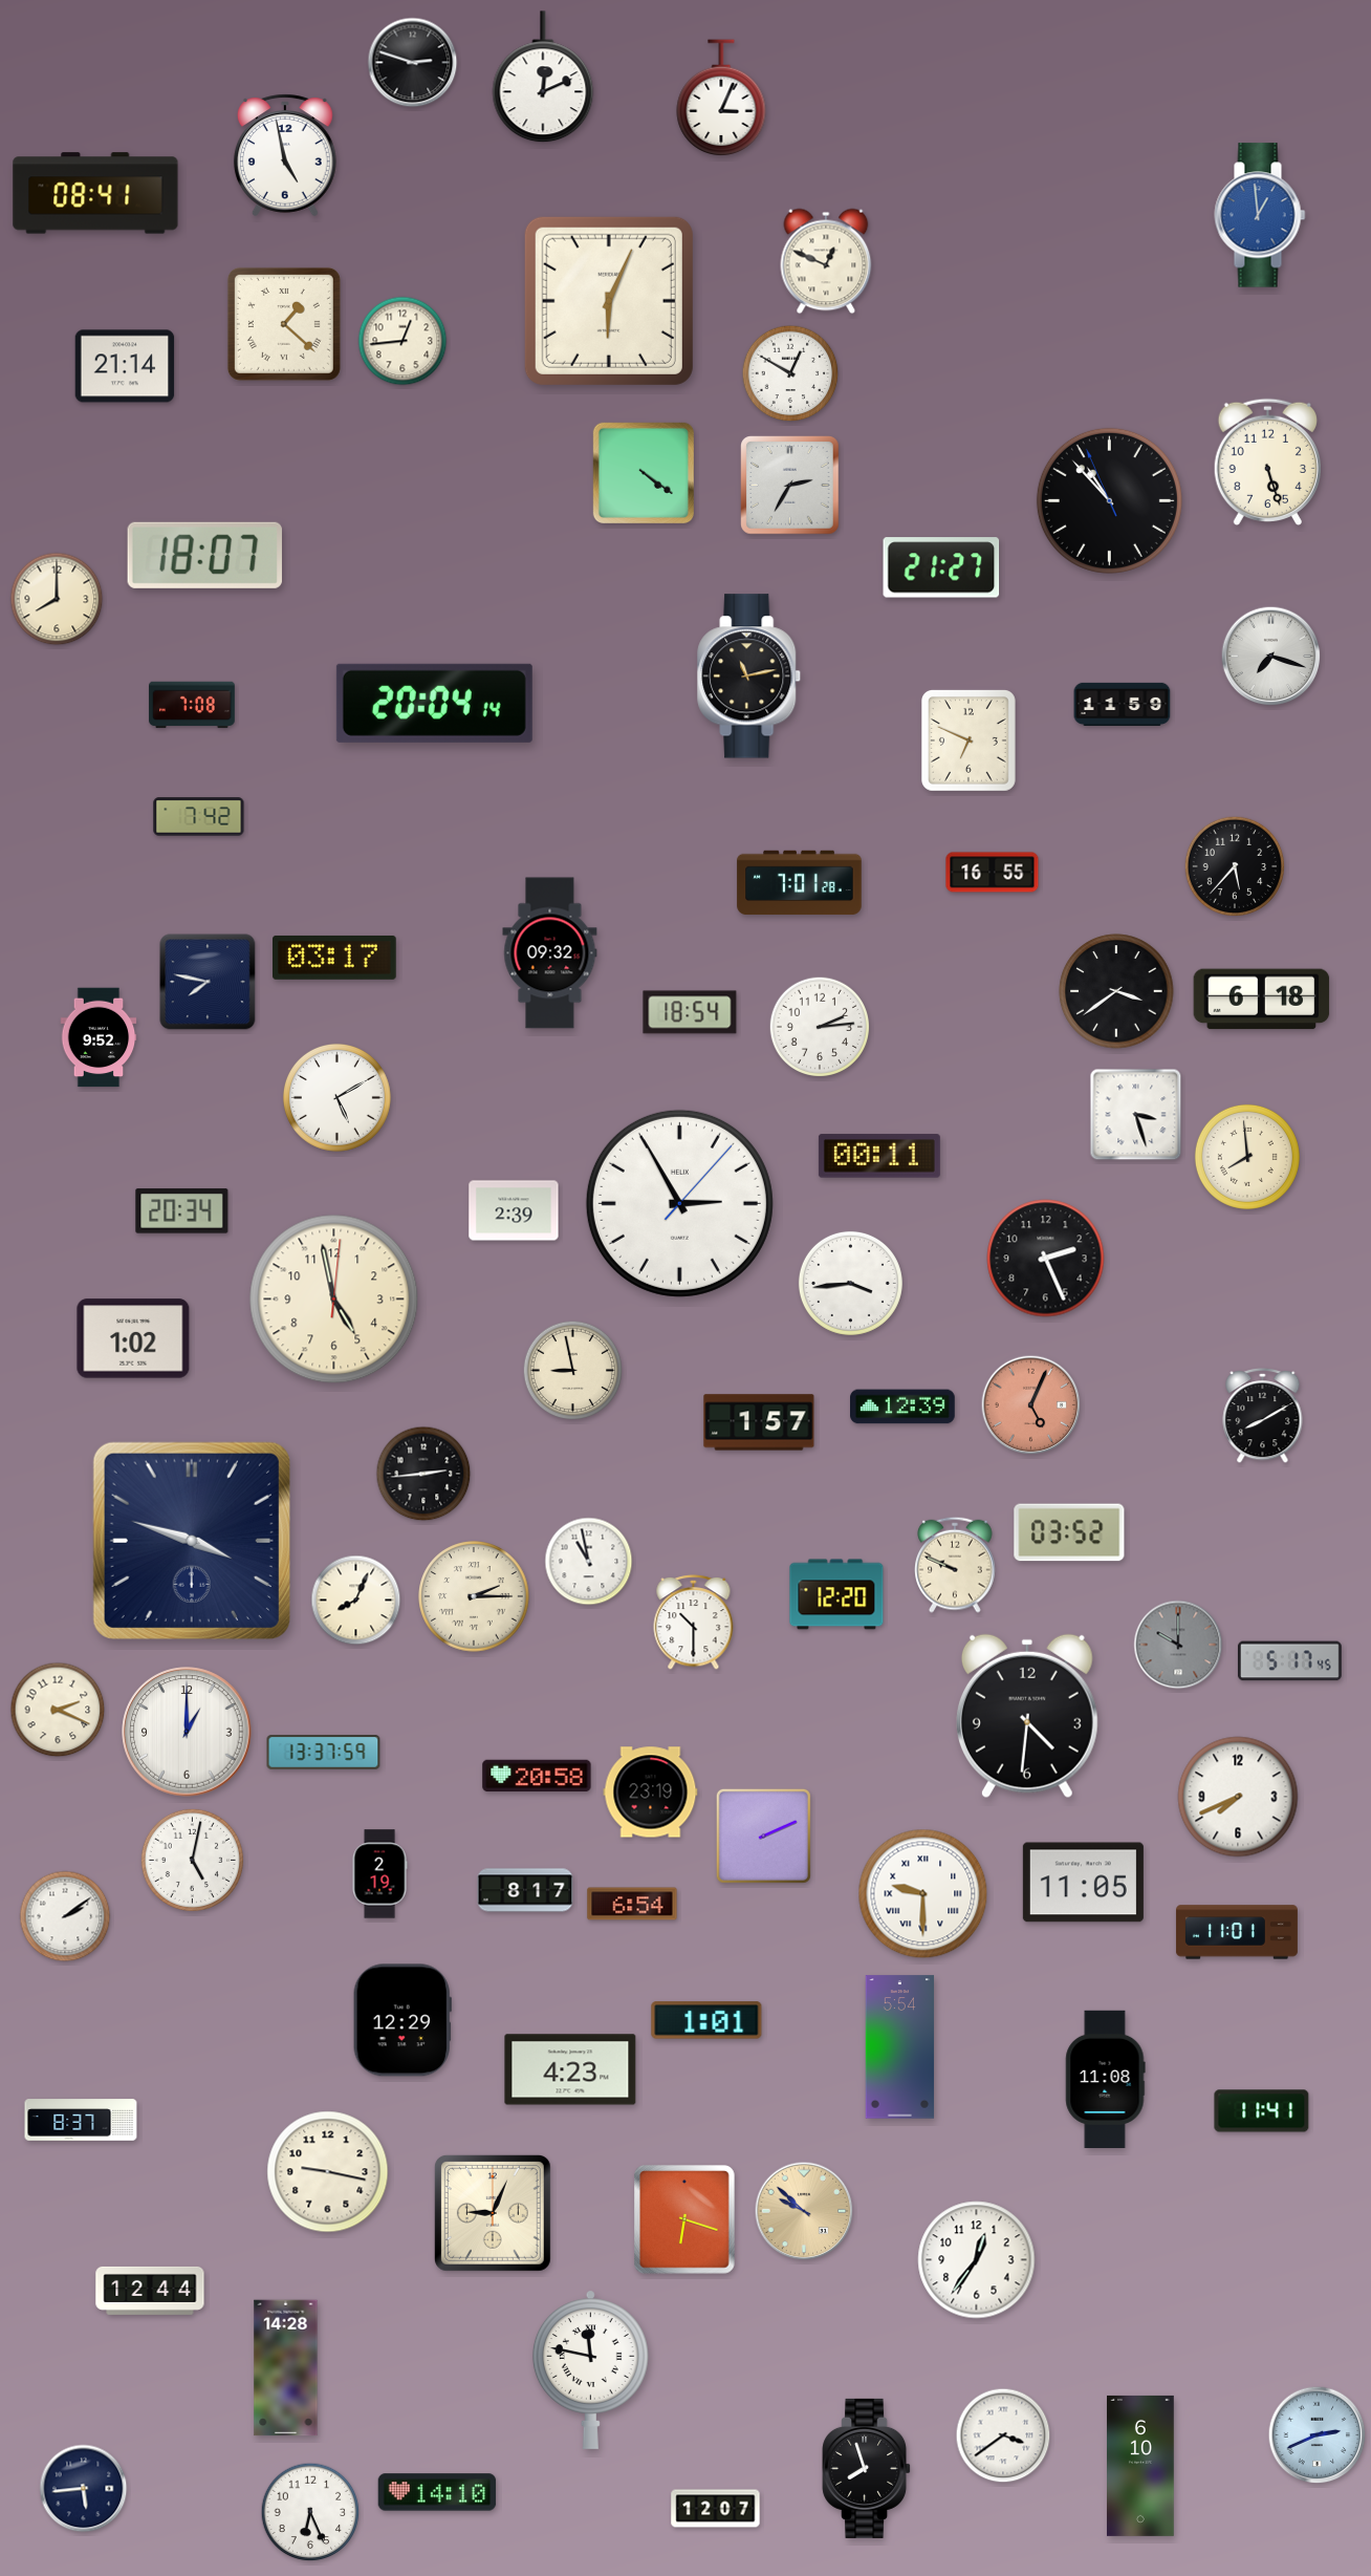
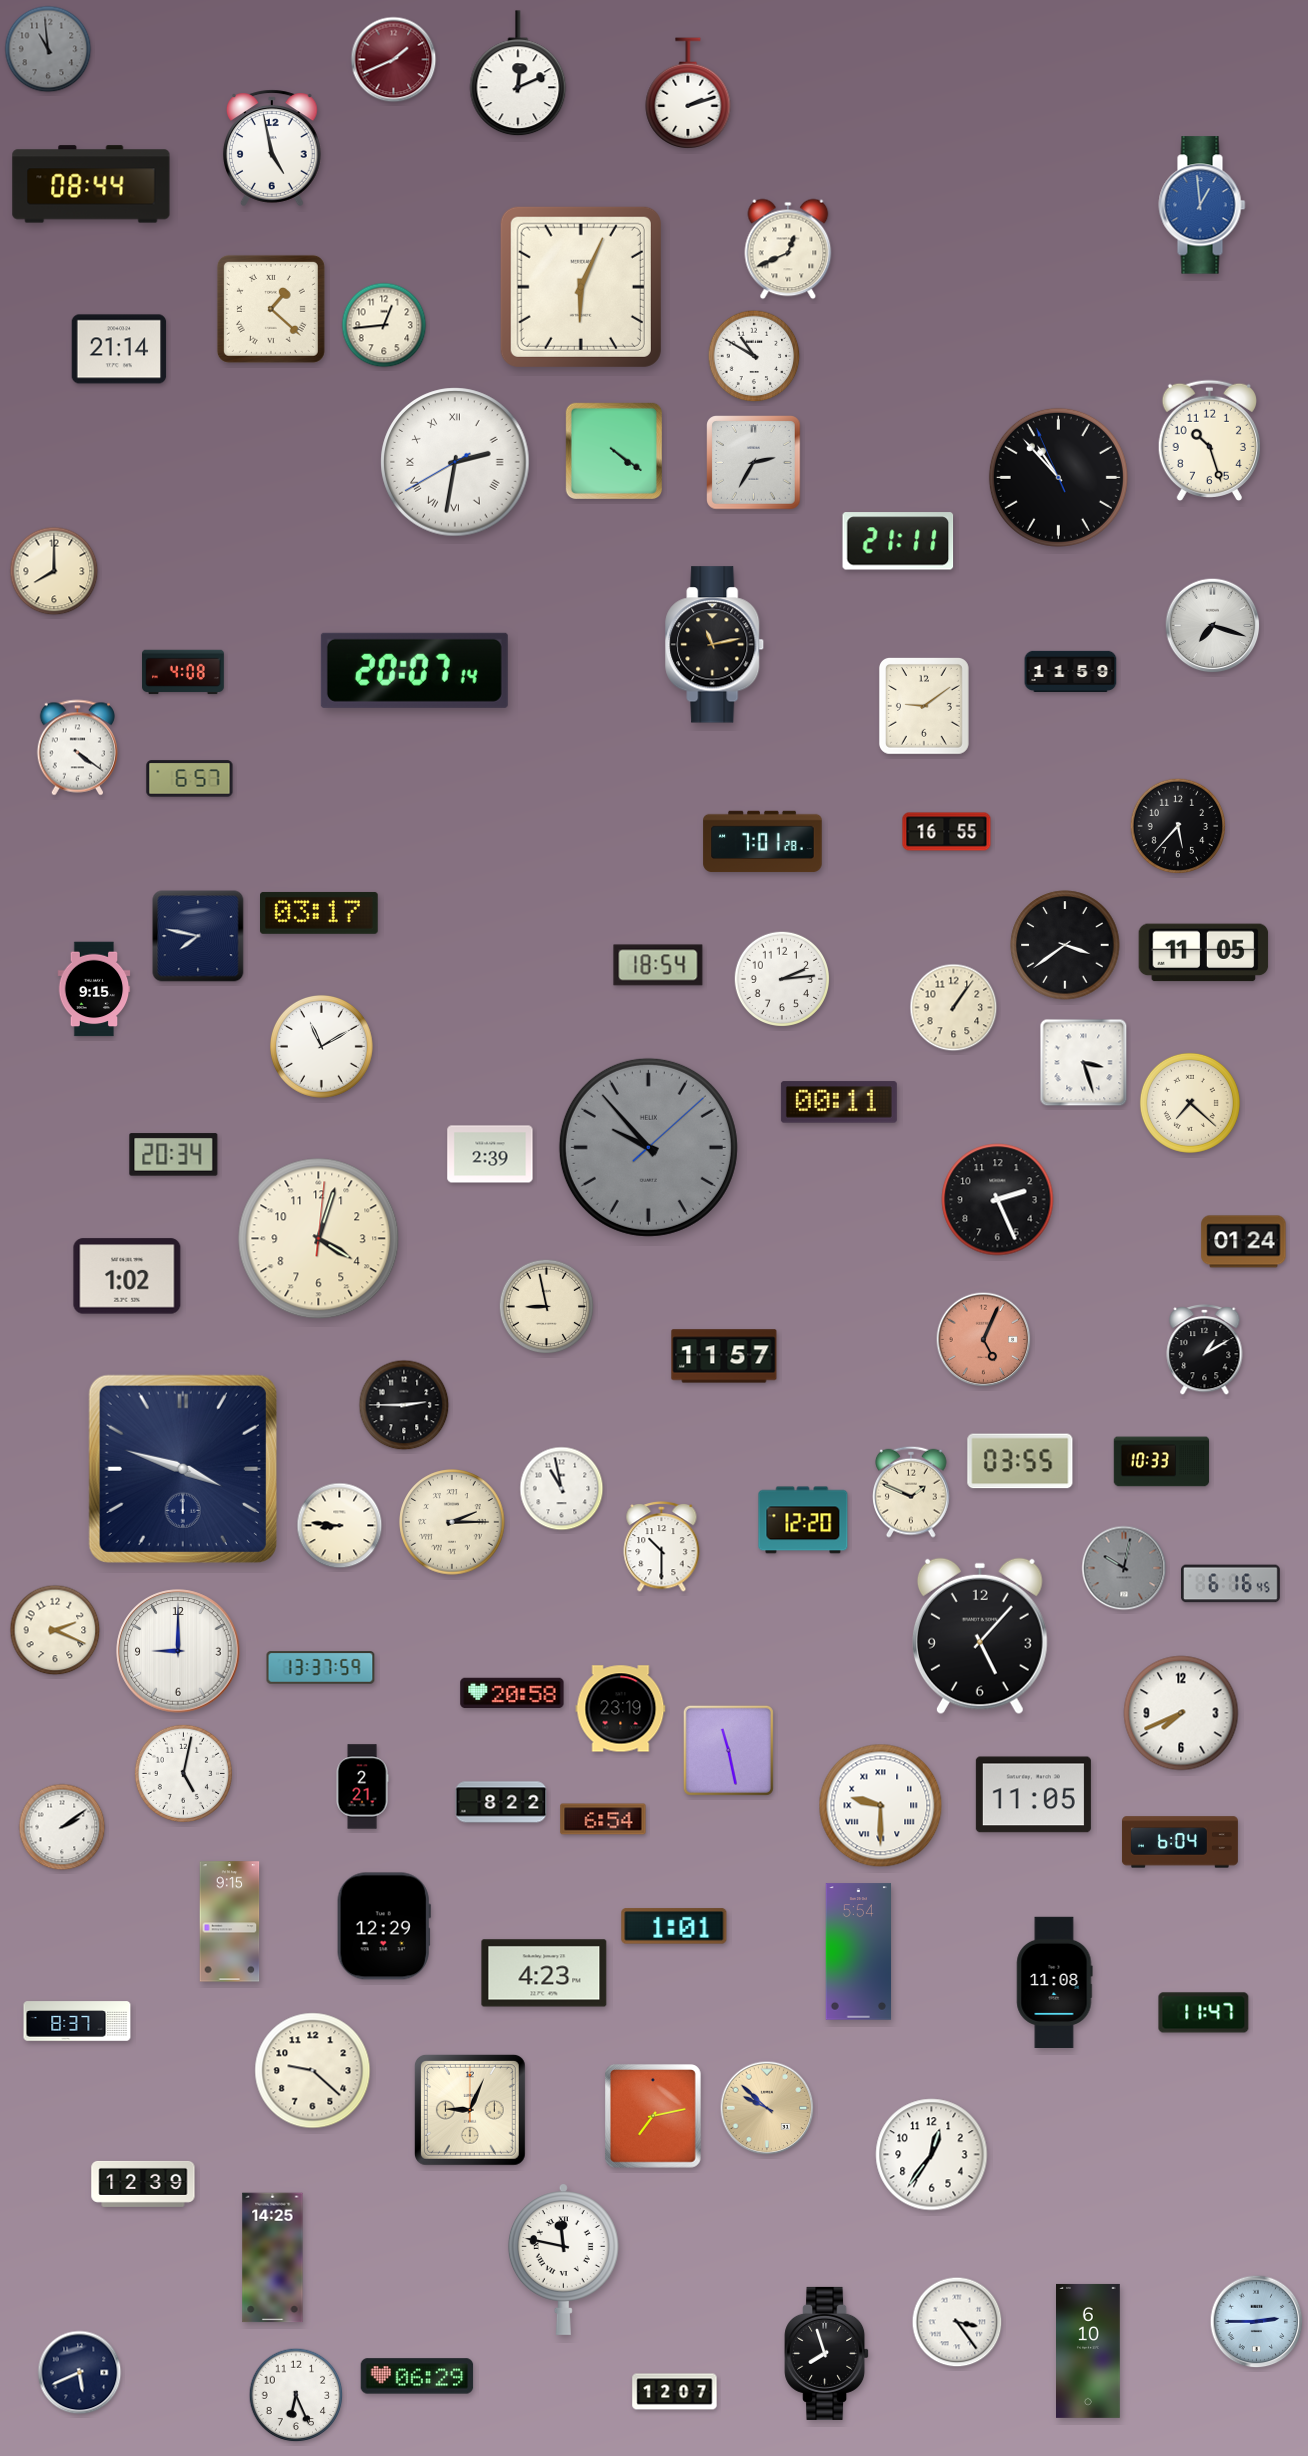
clock at (48, 49): none -> 10:59
clock at (413, 63): 2:48 -> 1:41
clock at (413, 63) dial: black -> burgundy
clock at (721, 98): 3:04 -> 2:12
clock at (95, 193): 08:41 -> 08:44
clock at (826, 261): 12:49 -> 12:41
clock at (790, 373): 12:50 -> 10:50
clock at (1267, 461): 5:27 -> 10:27
clock at (455, 462): none -> 2:31
clock at (204, 555): 18:07 -> none
clock at (941, 567): 21:27 -> 21:11
clock at (434, 703): 20:04 -> 20:07
clock at (192, 705): 7:08 -> 4:08
clock at (969, 740): 6:49 -> 9:09
clock at (77, 748): none -> 4:21
clock at (199, 817): 7:42 -> 6:57
clock at (550, 953): 09:32 -> none
clock at (1262, 1000): 6:18 -> 11:05
clock at (99, 1037): 9:52 -> 9:15
clock at (954, 1008): none -> 1:06
clock at (336, 1097): 5:10 -> 11:10
clock at (1247, 1157): 7:59 -> 7:22
clock at (679, 1203): 2:55 -> 9:53
clock at (679, 1203) dial: white -> grey
clock at (850, 1283): 3:44 -> none
clock at (334, 1300): 4:58 -> 4:03
clock at (1244, 1242): none -> 01:24
clock at (904, 1407): 12:39 -> none
clock at (1263, 1415): 8:10 -> 1:10
clock at (759, 1422): 1:57 -> 11:57
clock at (423, 1474): 2:44 -> 2:45
clock at (1069, 1532): 03:52 -> 03:55
clock at (1162, 1462): none -> 10:33
clock at (955, 1565): 9:49 -> 1:49
clock at (836, 1594) position: (836, 1594) -> (803, 1520)
clock at (356, 1601): 8:04 -> 8:46
clock at (1178, 1645): 10:00 -> 10:02
clock at (1289, 1661): 5:17 -> 6:16
clock at (1027, 1716): 4:31 -> 5:07
clock at (187, 1732): 1:00 -> 9:00
clock at (324, 1753) position: (324, 1753) -> (321, 1668)
clock at (763, 1836): 2:11 -> 11:28
clock at (379, 1874): 2:19 -> 2:21
clock at (525, 1890): 8:17 -> 8:22
clock at (632, 1904) position: (632, 1904) -> (603, 1819)
clock at (1237, 1932): 11:01 -> 6:04
clock at (230, 1922): none -> 9:15
clock at (1262, 2111): 11:41 -> 11:47
clock at (328, 2172): 9:17 -> 9:22
clock at (686, 2220): 6:18 -> 7:13
clock at (150, 2291): 12:44 -> 12:39
clock at (286, 2368): 14:28 -> 14:25
clock at (1003, 2435): 3:39 -> 3:24
clock at (1318, 2435): 2:41 -> 2:45
clock at (84, 2489): 5:44 -> 5:41
clock at (437, 2492): 14:10 -> 06:29
clock at (716, 2509) position: (716, 2509) -> (675, 2392)
